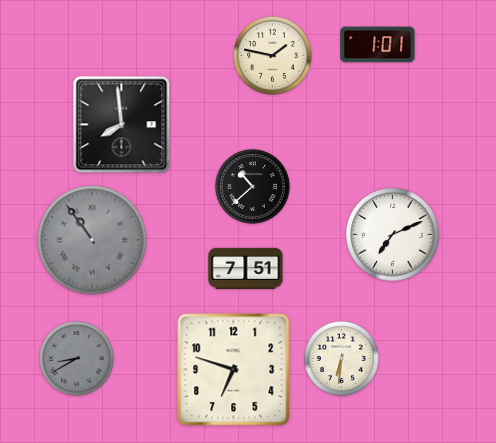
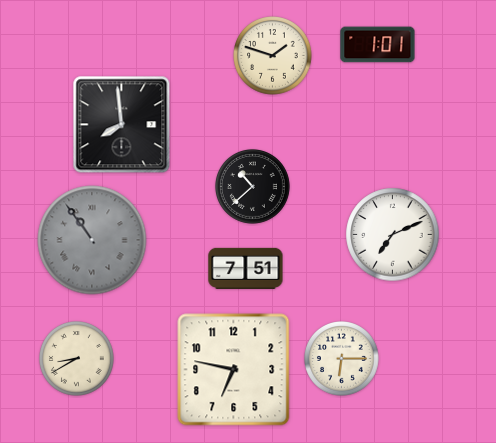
clock at (273, 56): 1:47 -> 1:48
clock at (77, 359) dial: grey -> cream
clock at (342, 359): 6:31 -> 6:15
clock at (234, 370): 6:48 -> 6:47
